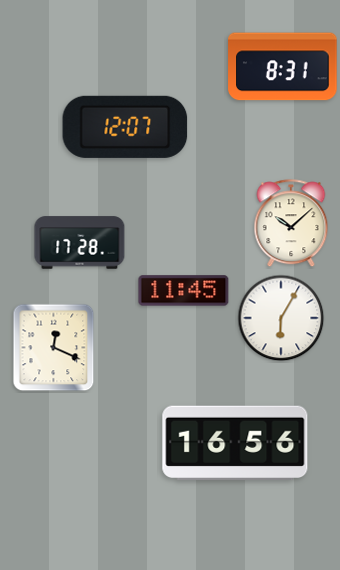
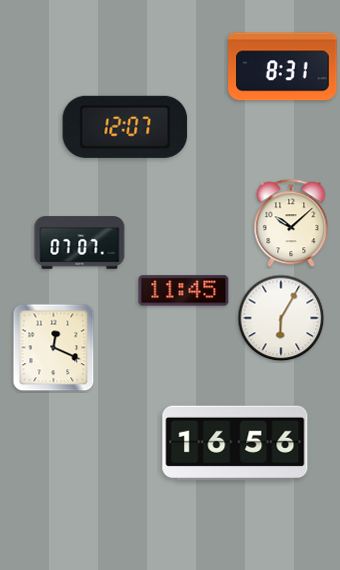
clock at (80, 243): 17:28 -> 07:07
